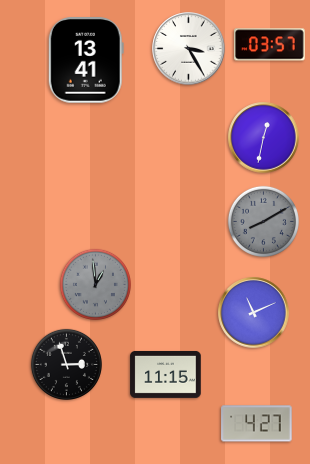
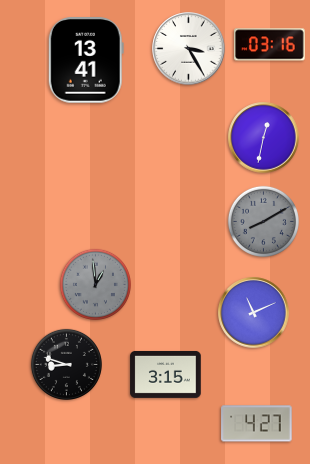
clock at (270, 45): 03:57 -> 03:16
clock at (66, 364): 2:57 -> 8:48
clock at (166, 374): 11:15 -> 3:15
